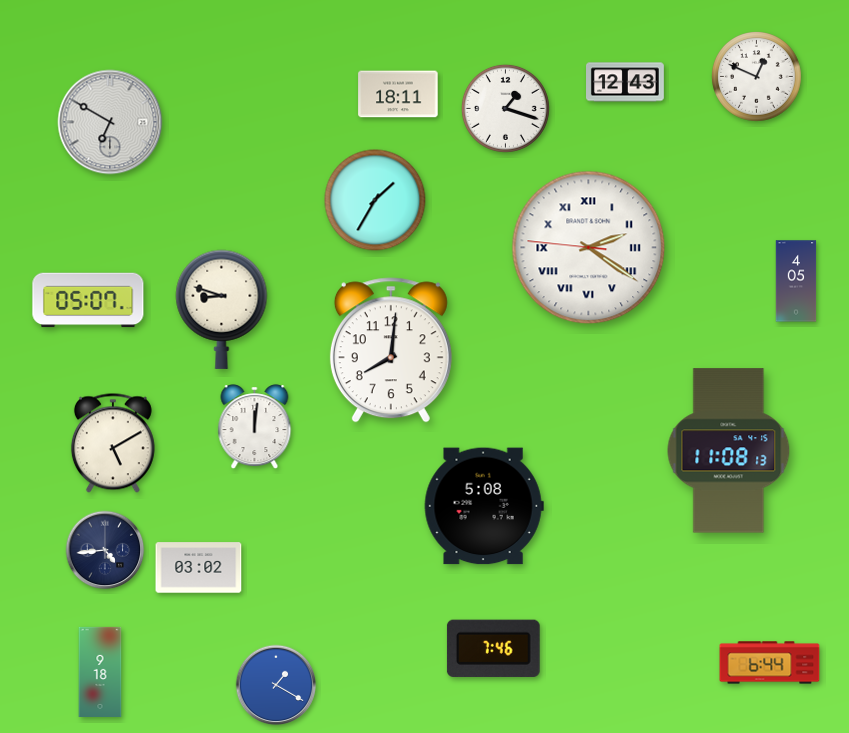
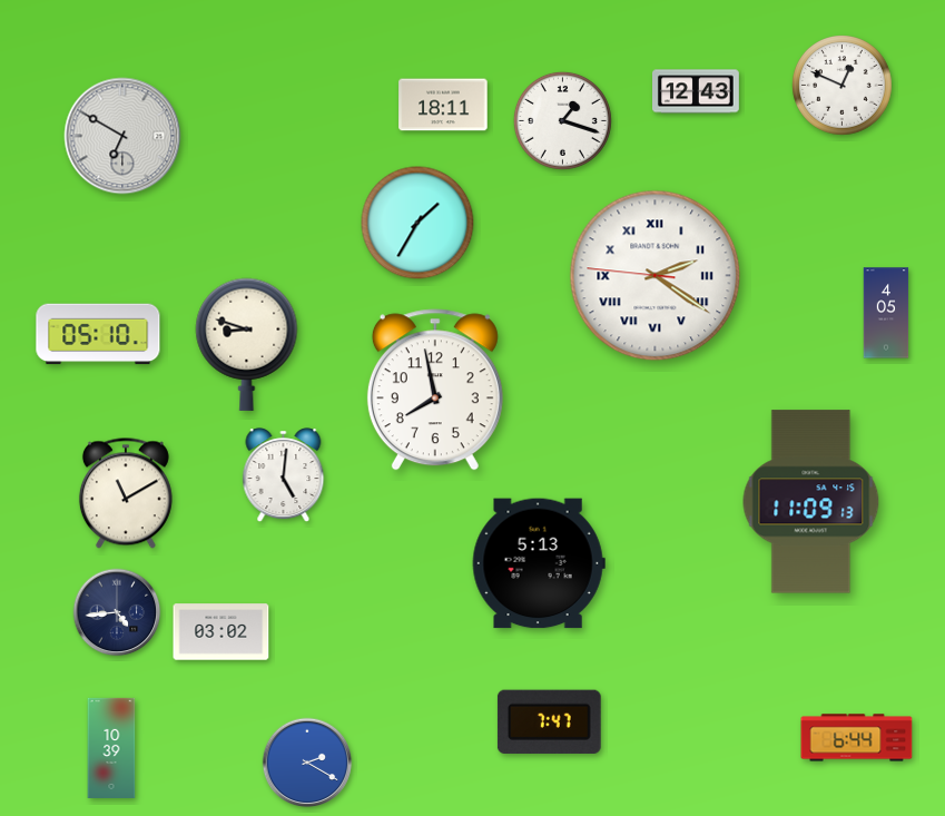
clock at (88, 300): 05:07 -> 05:10
clock at (391, 350): 8:01 -> 7:58
clock at (255, 427): 12:01 -> 5:01
clock at (113, 443): 5:10 -> 11:10
clock at (729, 451): 11:08 -> 11:09
clock at (484, 506): 5:08 -> 5:13
clock at (493, 648): 7:46 -> 7:47
clock at (100, 672): 9:18 -> 10:39
clock at (276, 685): 1:20 -> 2:20
